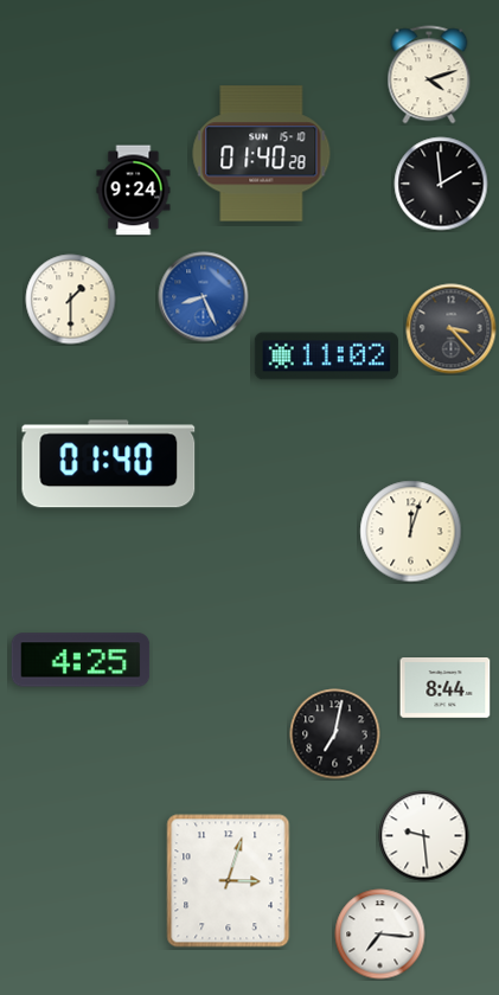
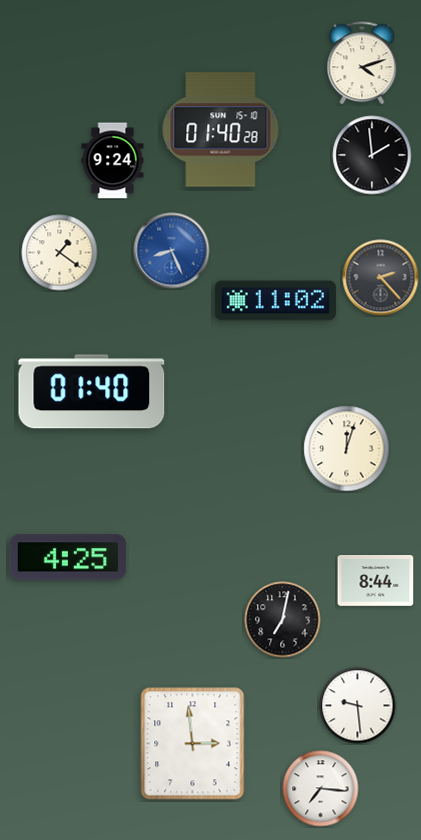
clock at (71, 300): 1:30 -> 1:21
clock at (452, 329): 3:23 -> 2:23
clock at (229, 881): 3:03 -> 2:59
